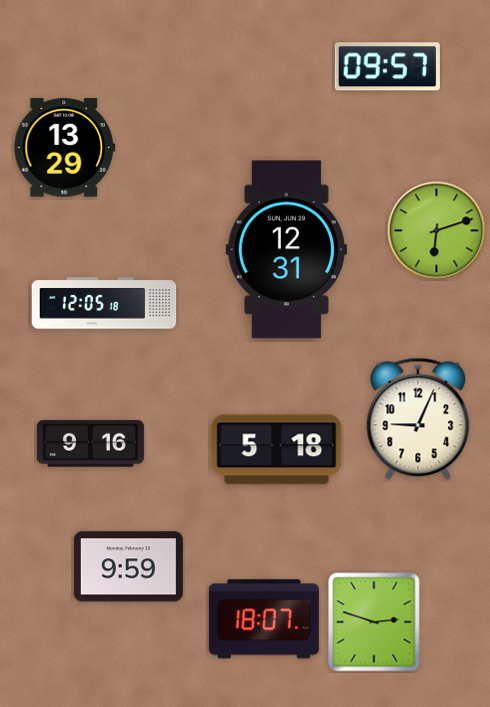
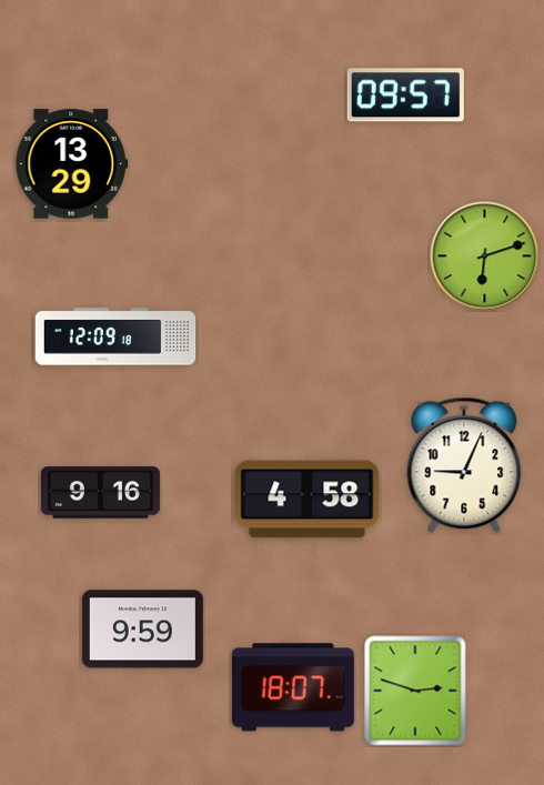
clock at (387, 67) position: (387, 67) -> (405, 95)
clock at (286, 250): 12:31 -> none
clock at (104, 303): 12:05 -> 12:09
clock at (277, 450): 5:18 -> 4:58
